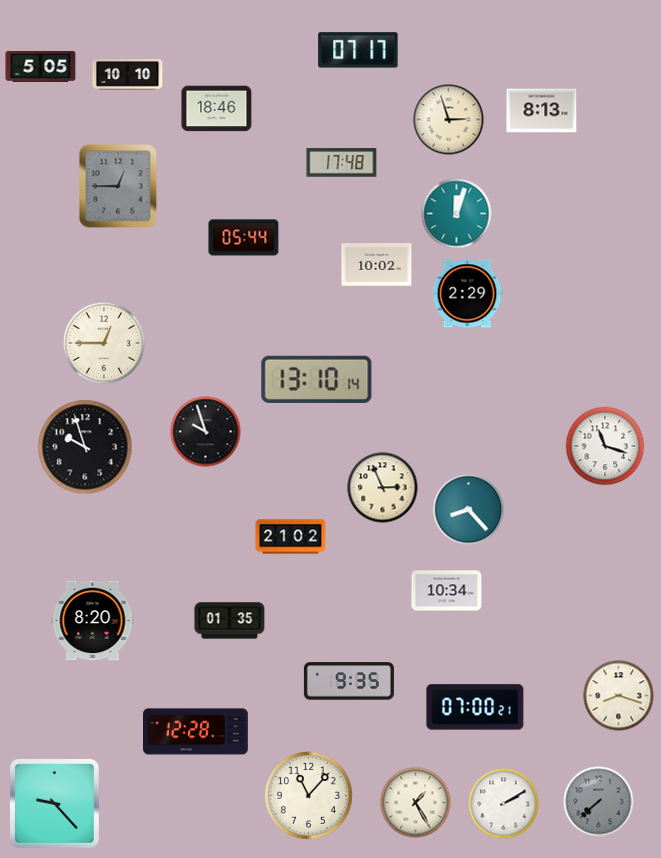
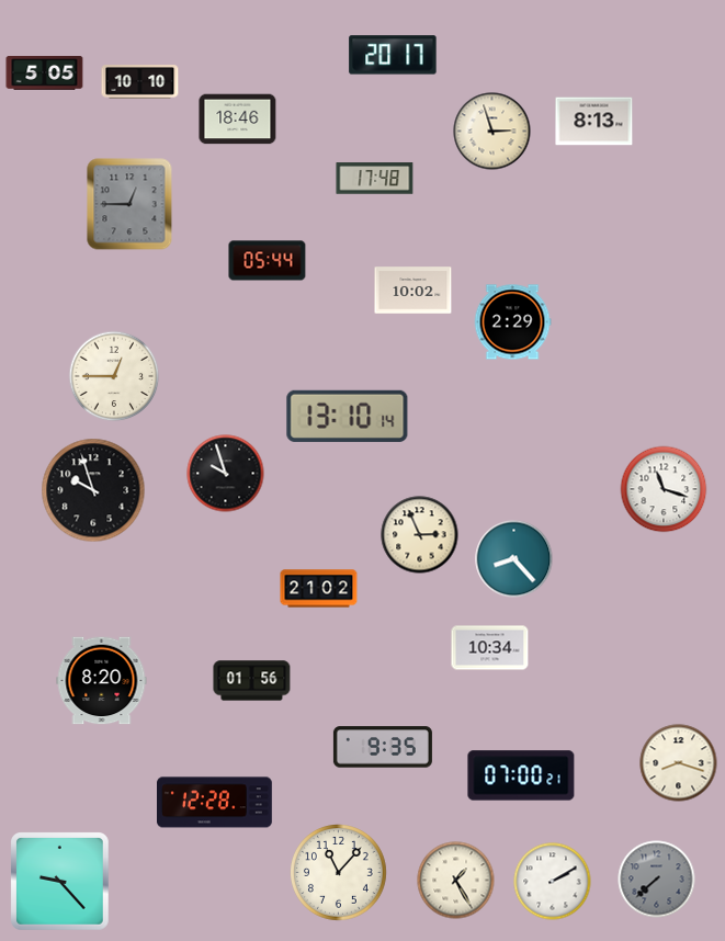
clock at (358, 50): 07:17 -> 20:17
clock at (457, 214): 12:03 -> none
clock at (230, 621): 01:35 -> 01:56
